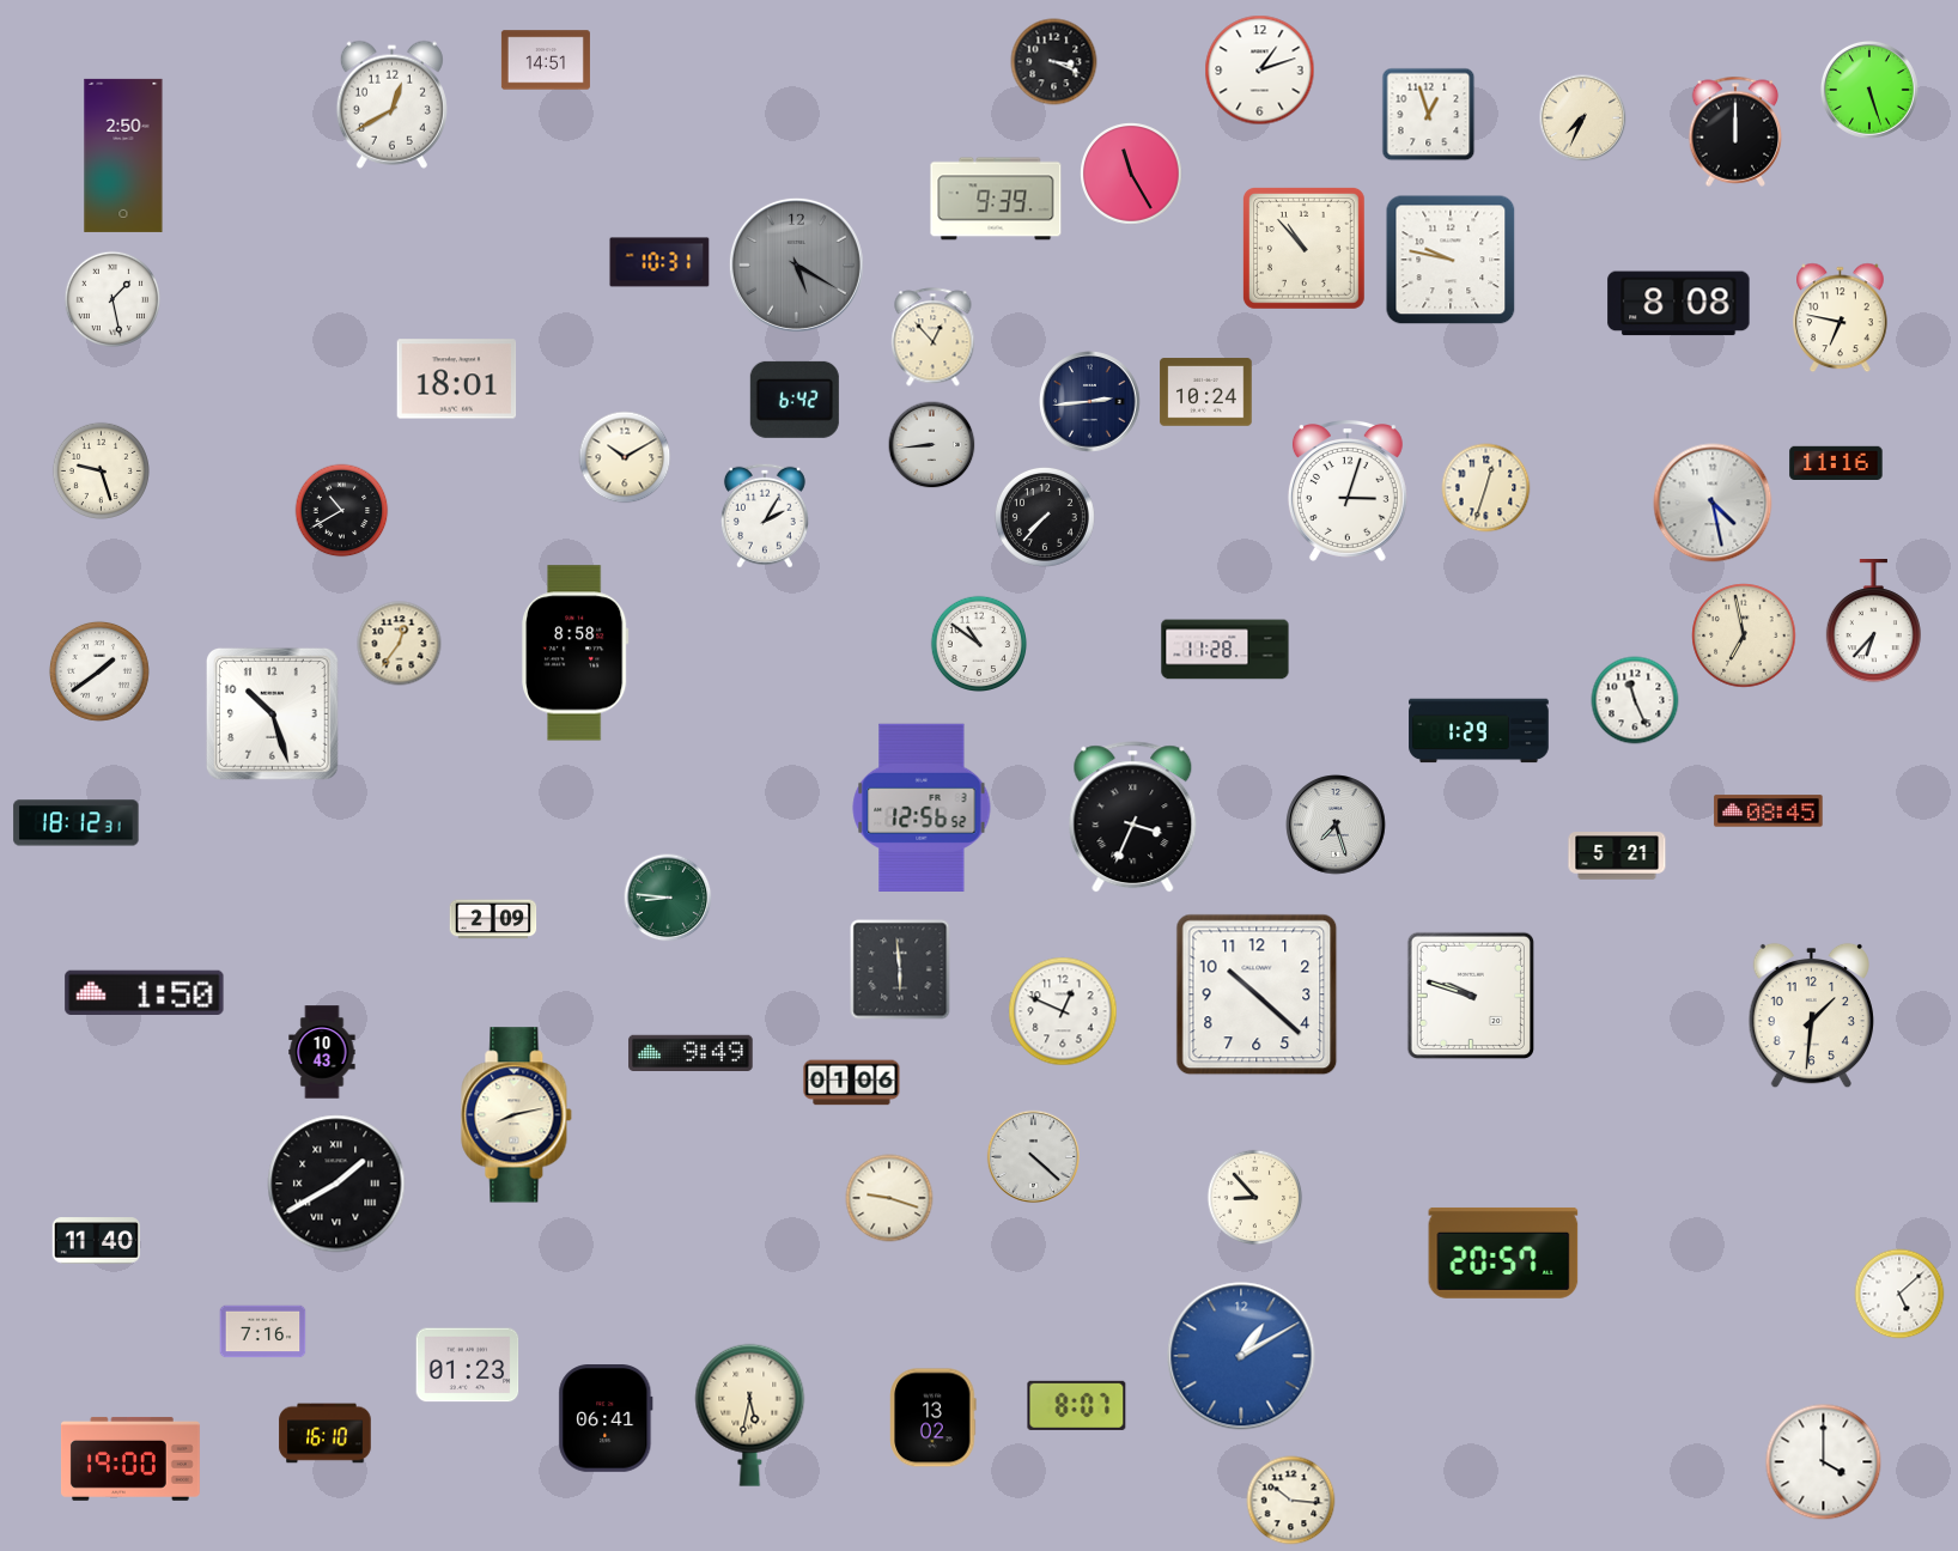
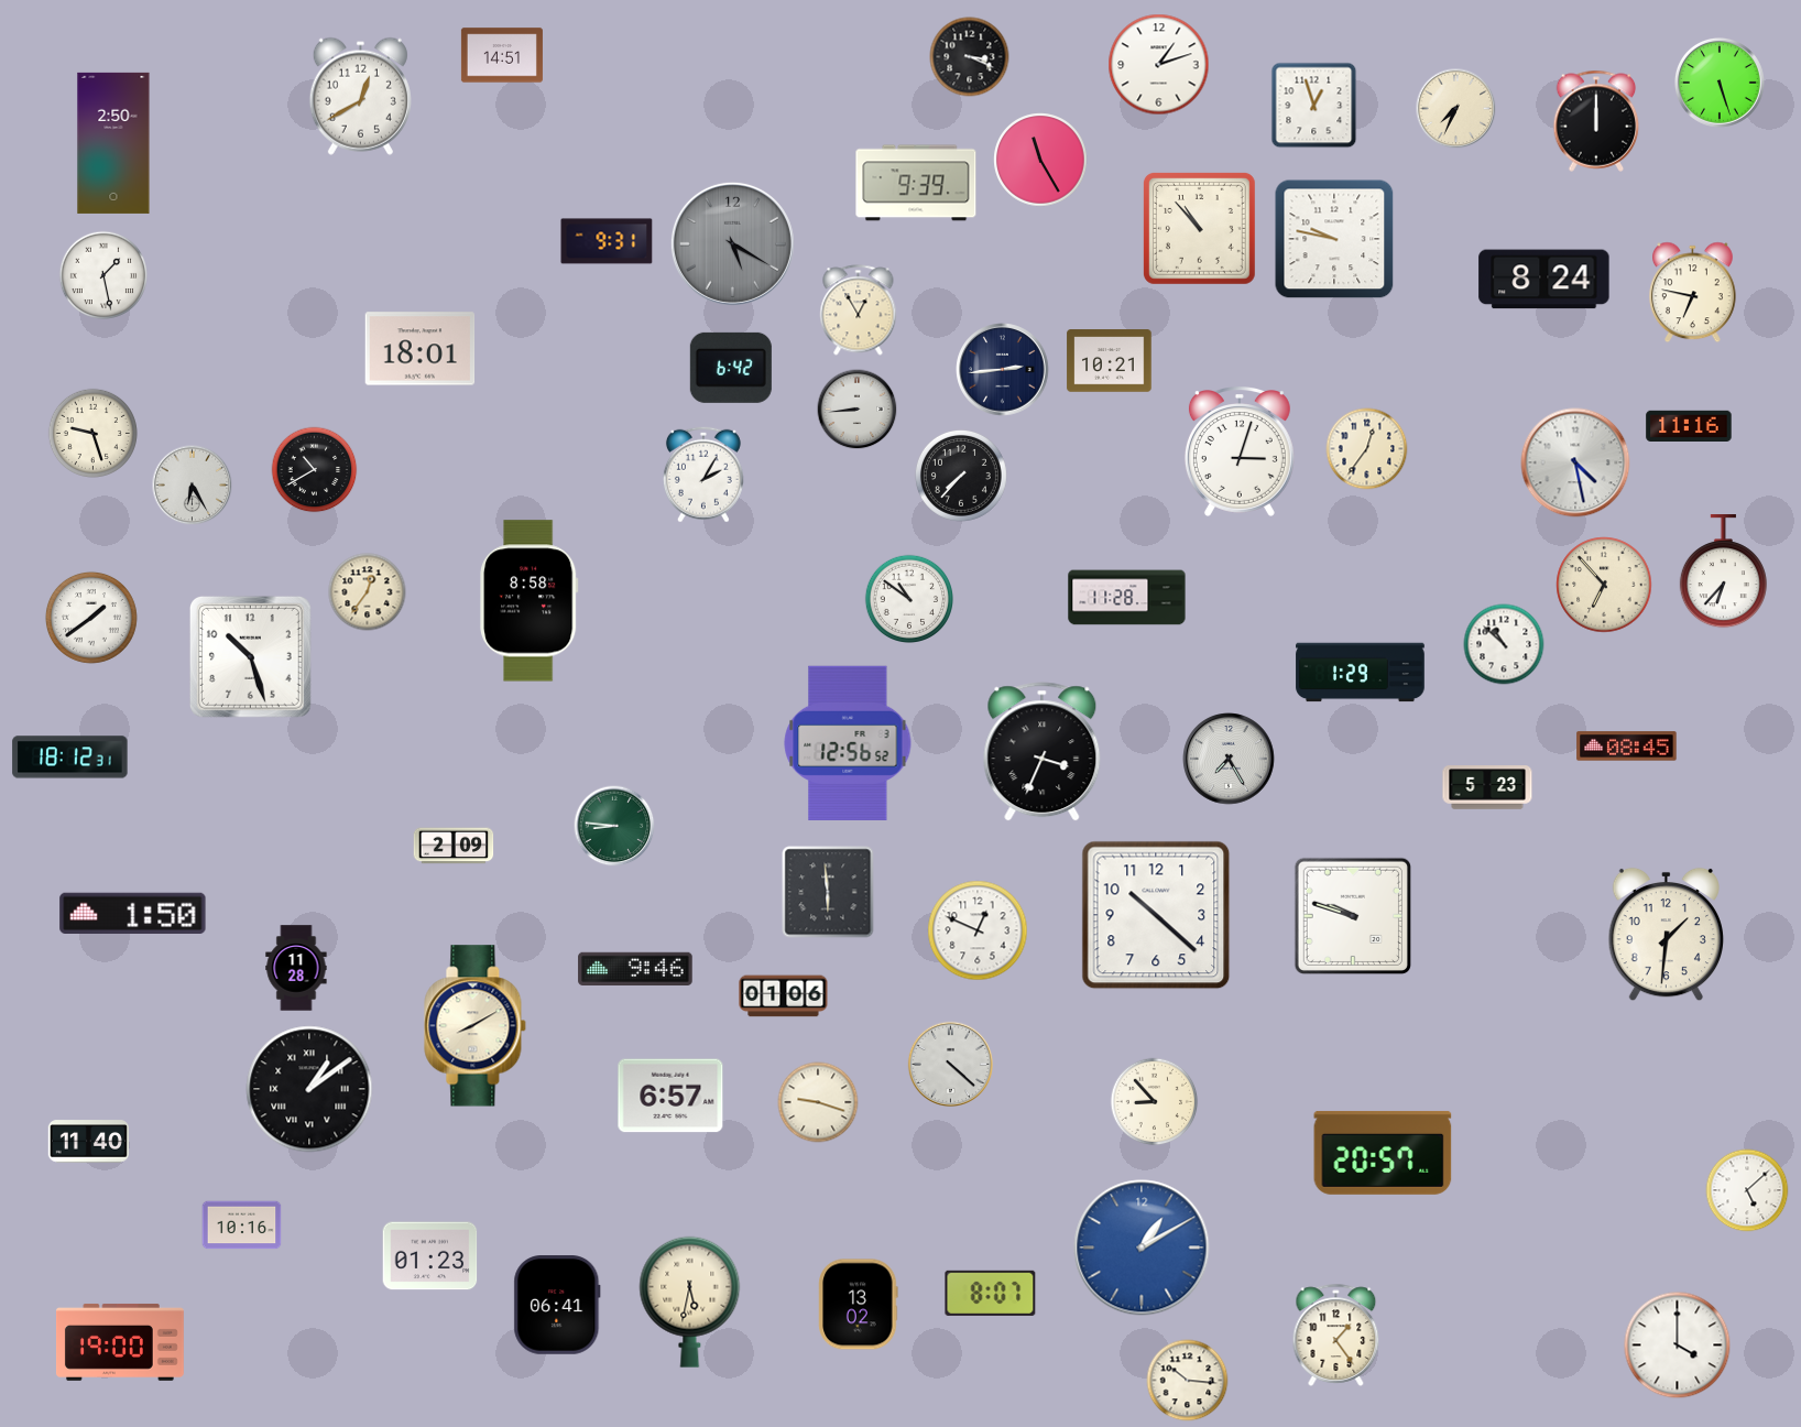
clock at (659, 262): 10:31 -> 9:31
clock at (1679, 304): 8:08 -> 8:24
clock at (934, 337): 12:53 -> 12:55
clock at (1206, 393): 10:24 -> 10:21
clock at (625, 457): 10:10 -> none
clock at (1486, 488): 12:33 -> 12:36
clock at (193, 486): none -> 6:25
clock at (1744, 635): 6:58 -> 6:53
clock at (979, 644) position: (979, 644) -> (909, 599)
clock at (1635, 700): 11:26 -> 10:52
clock at (1336, 825): 7:27 -> 7:25
clock at (1617, 856): 5:21 -> 5:23
clock at (322, 1052): 10:43 -> 11:28
clock at (691, 1053): 9:49 -> 9:46
clock at (517, 1115): 8:13 -> 8:10
clock at (336, 1184): 1:40 -> 1:09
clock at (670, 1096): none -> 6:57
clock at (263, 1332): 7:16 -> 10:16
clock at (326, 1434): 16:10 -> none
clock at (1336, 1335): none -> 1:24
